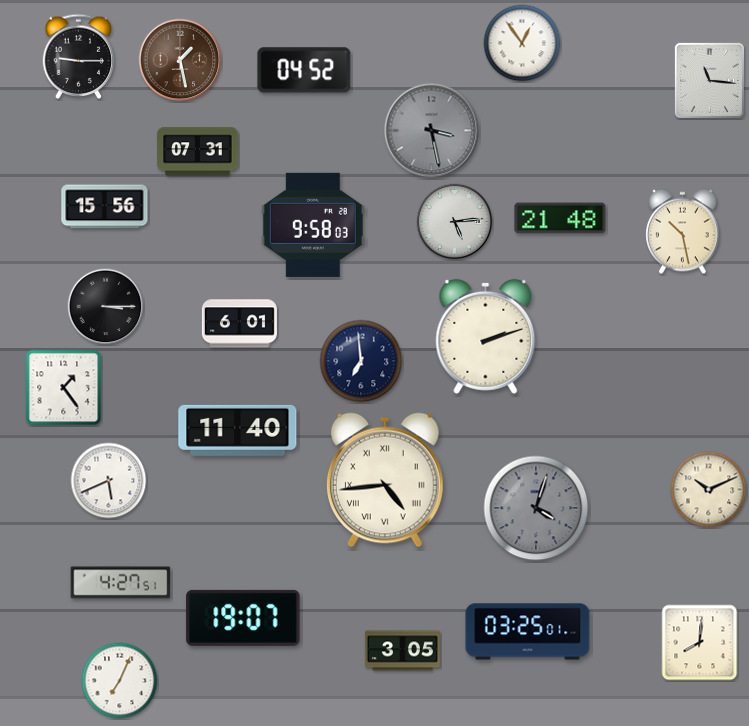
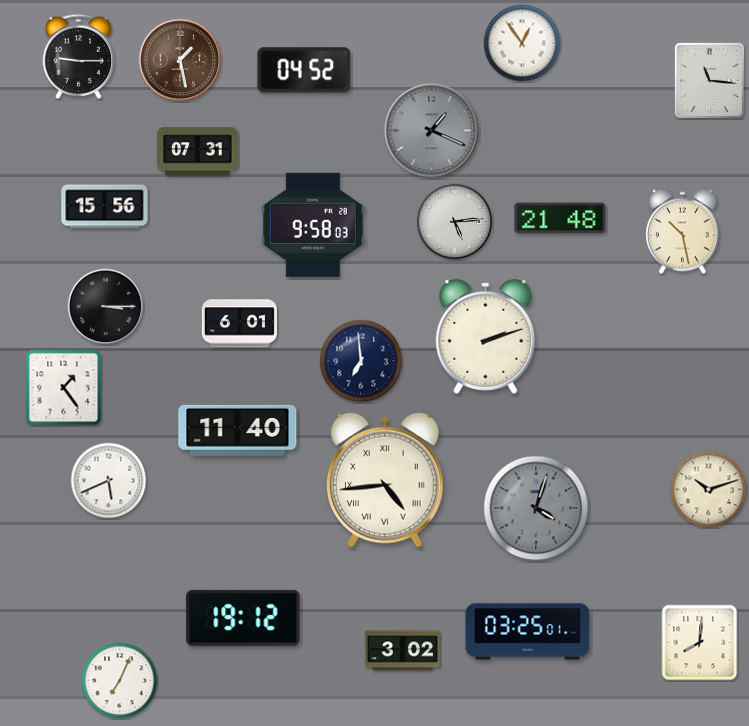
clock at (432, 131): 3:28 -> 1:19
clock at (709, 490): 10:11 -> 10:12
clock at (121, 583): 4:27 -> none
clock at (243, 618): 19:07 -> 19:12
clock at (402, 651): 3:05 -> 3:02
